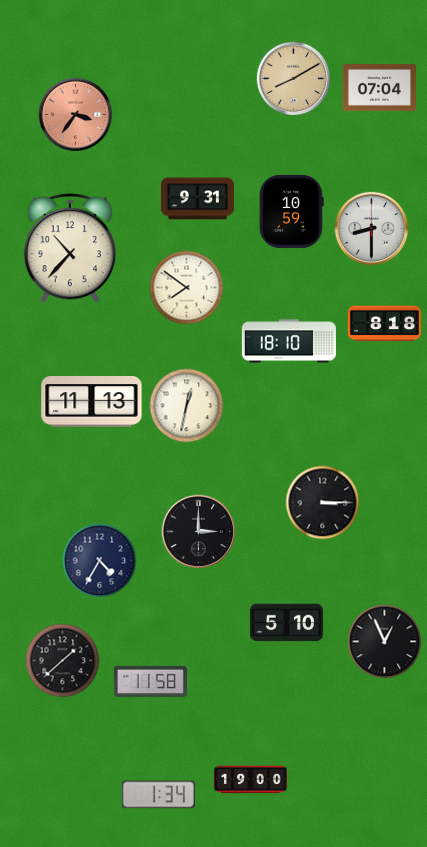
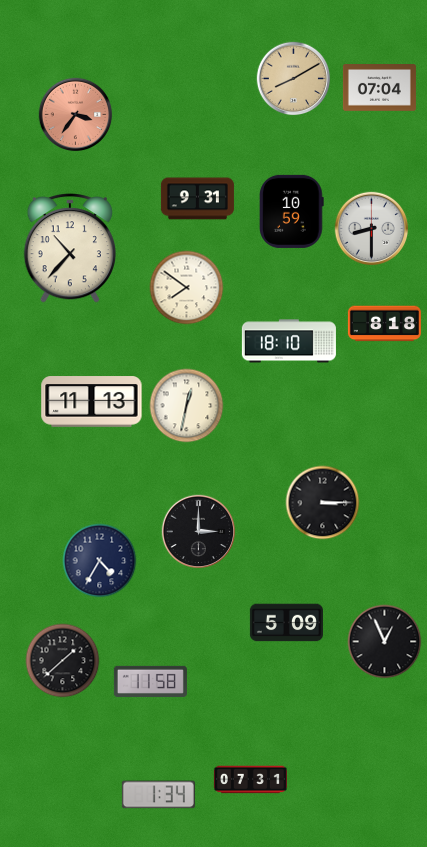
clock at (286, 623): 5:10 -> 5:09
clock at (250, 780): 19:00 -> 07:31
